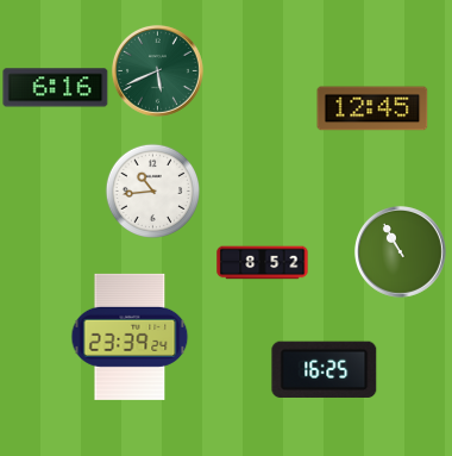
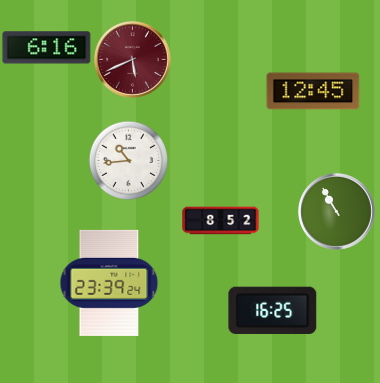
clock at (157, 70) dial: green -> burgundy
clock at (56, 88) position: (56, 88) -> (47, 48)
